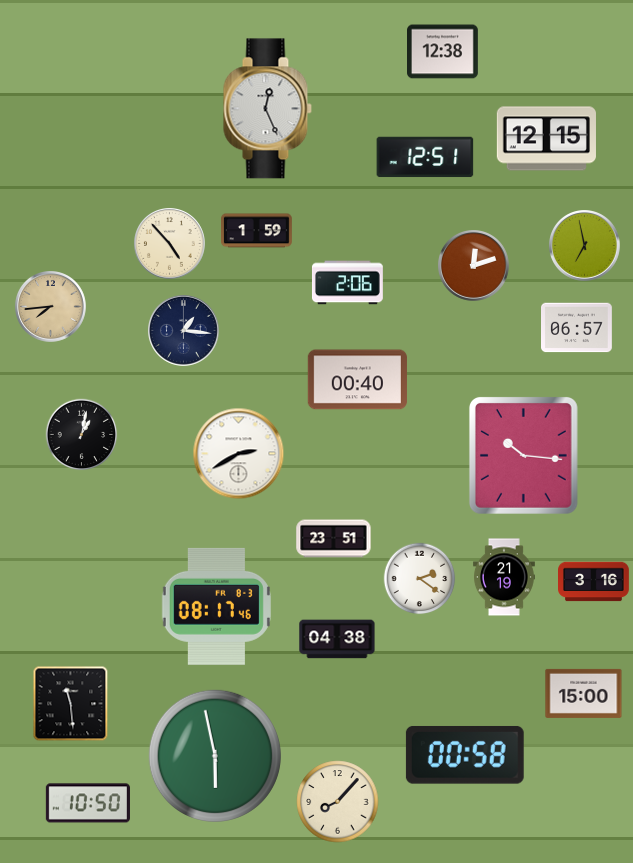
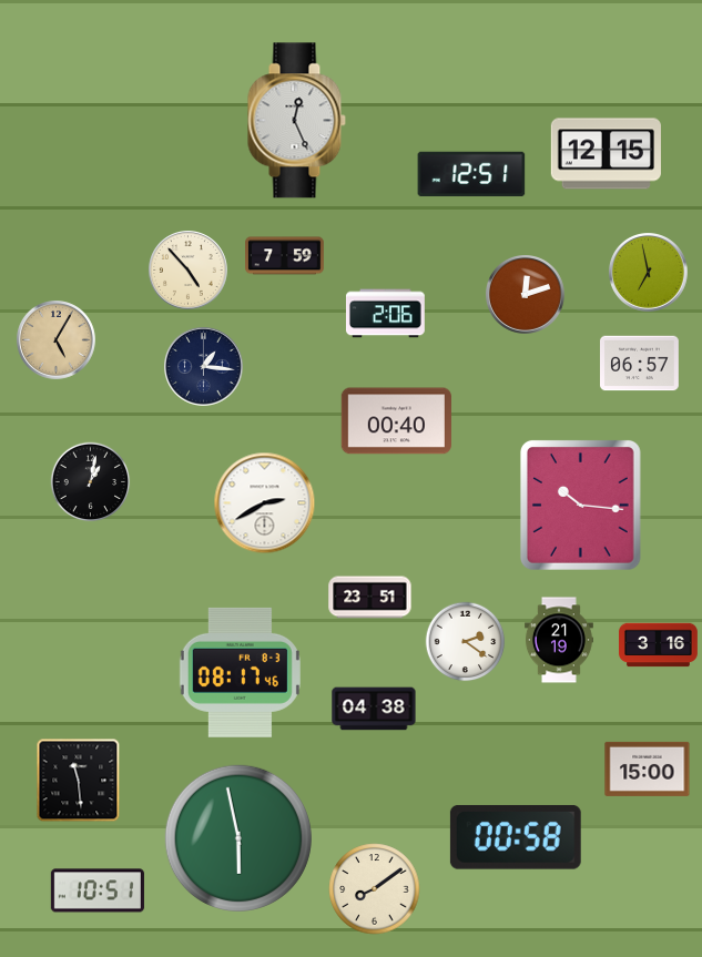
clock at (443, 52): 12:38 -> none
clock at (257, 231): 1:59 -> 7:59
clock at (51, 307): 7:44 -> 5:05
clock at (338, 802): 8:07 -> 8:09
clock at (88, 803): 10:50 -> 10:51
